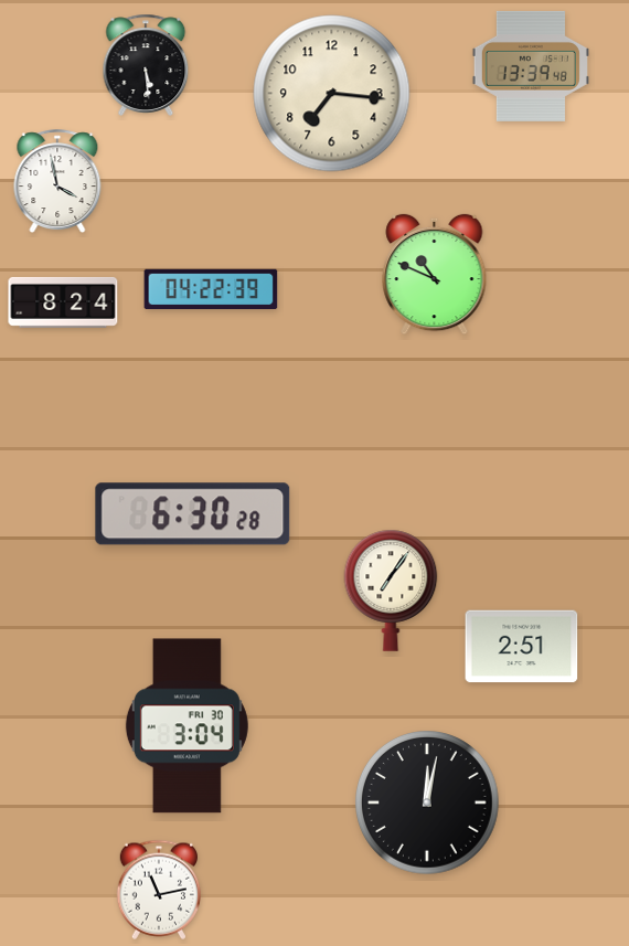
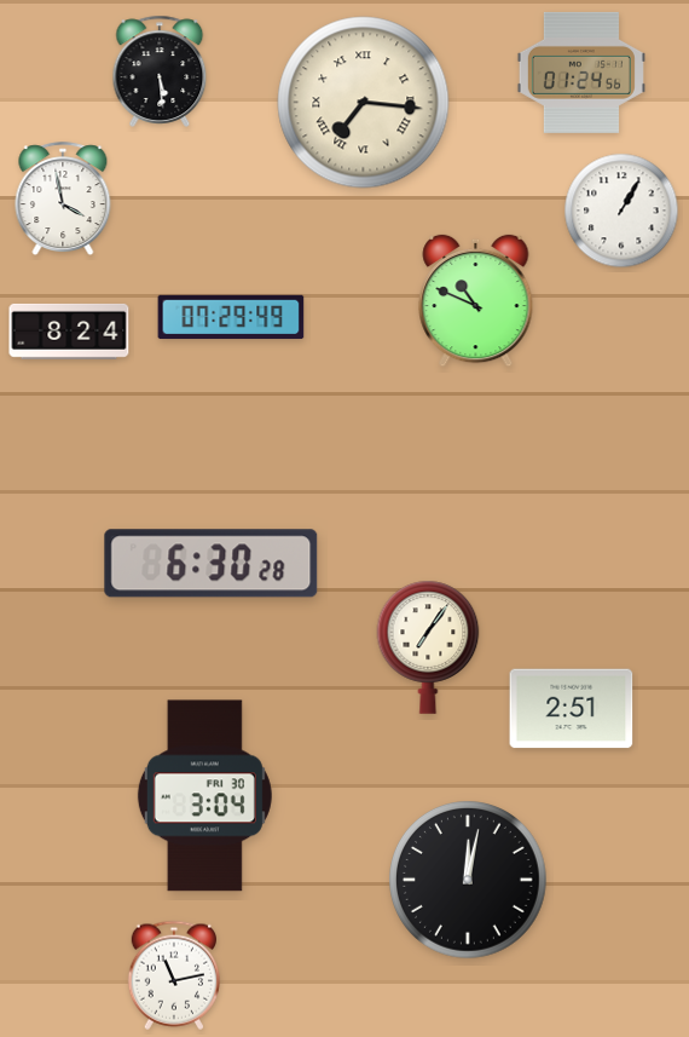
clock at (531, 66): 13:39 -> 01:24
clock at (332, 94) numerals: Arabic -> Roman
clock at (621, 211): none -> 1:05
clock at (211, 289): 04:22 -> 07:29
